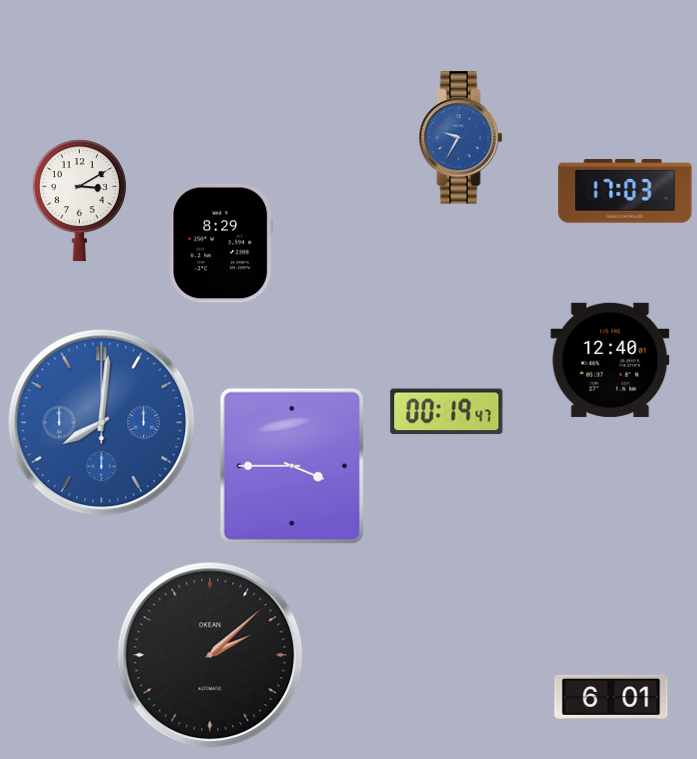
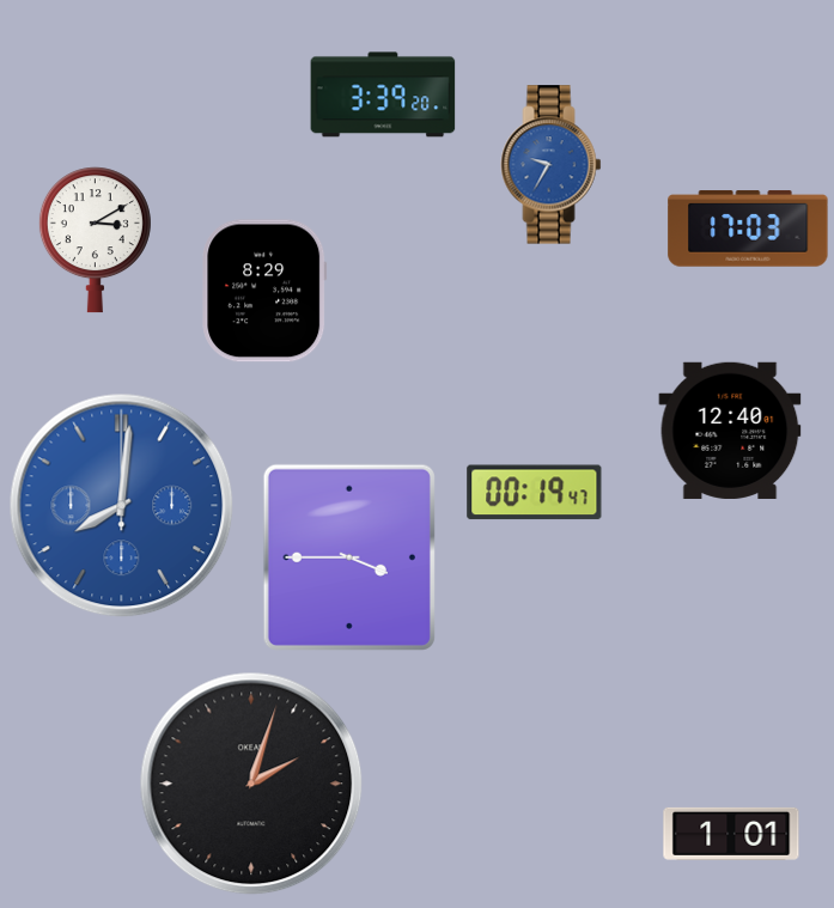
clock at (383, 95): none -> 3:39
clock at (210, 655): 2:08 -> 2:03
clock at (611, 697): 6:01 -> 1:01
